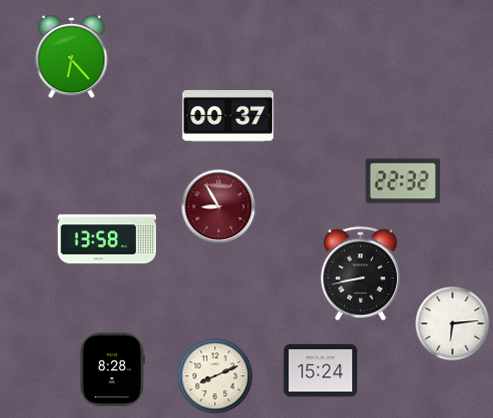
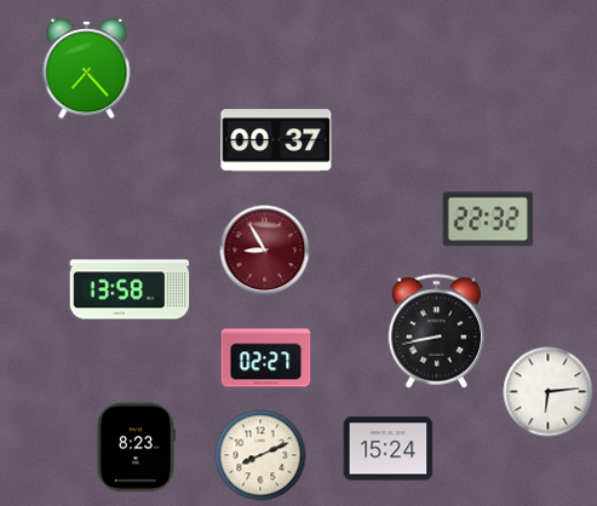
clock at (72, 57): 6:23 -> 7:23
clock at (266, 358): none -> 02:27
clock at (112, 370): 8:28 -> 8:23
